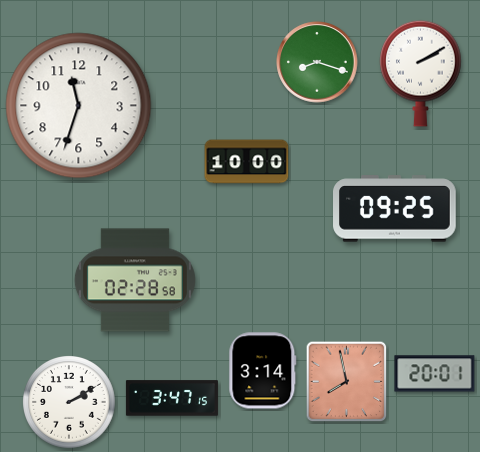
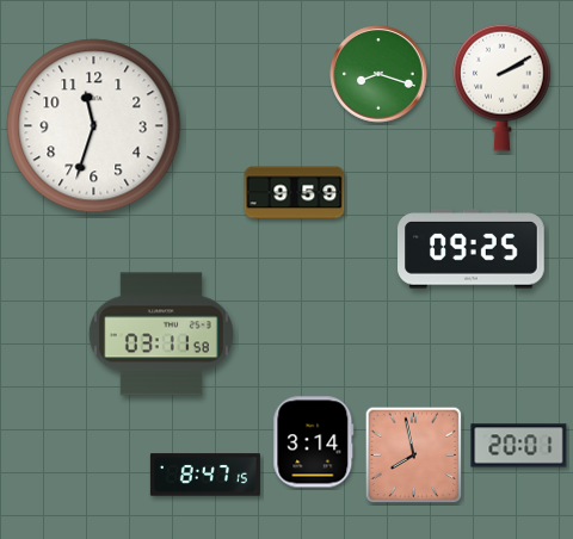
clock at (247, 162): 10:00 -> 9:59
clock at (135, 280): 02:28 -> 03:11
clock at (172, 398): 3:47 -> 8:47
clock at (69, 402): 2:10 -> none
